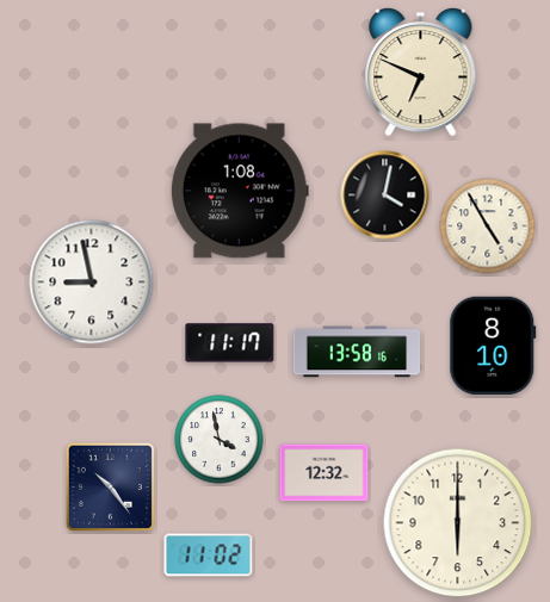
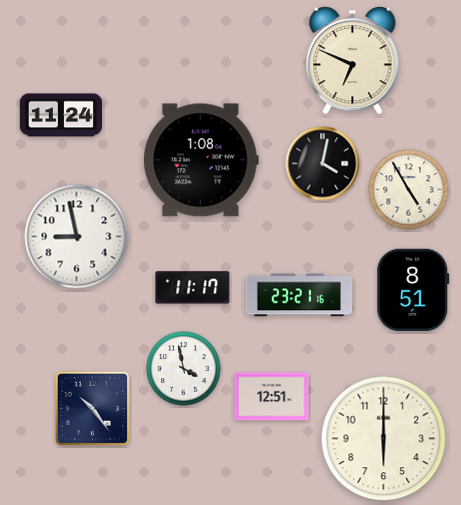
clock at (61, 115): none -> 11:24
clock at (493, 345): 8:10 -> 8:51
clock at (357, 352): 13:58 -> 23:21
clock at (325, 473): 12:32 -> 12:51
clock at (209, 556): 11:02 -> none
